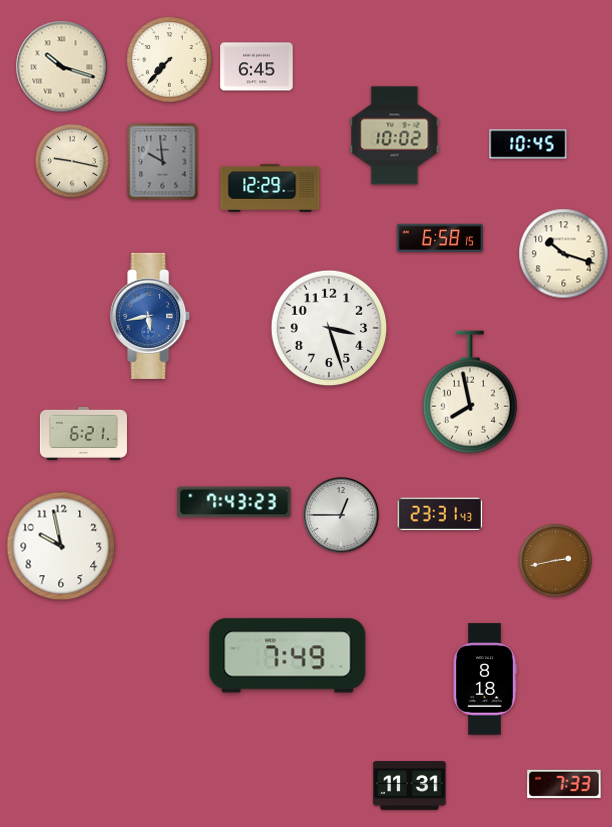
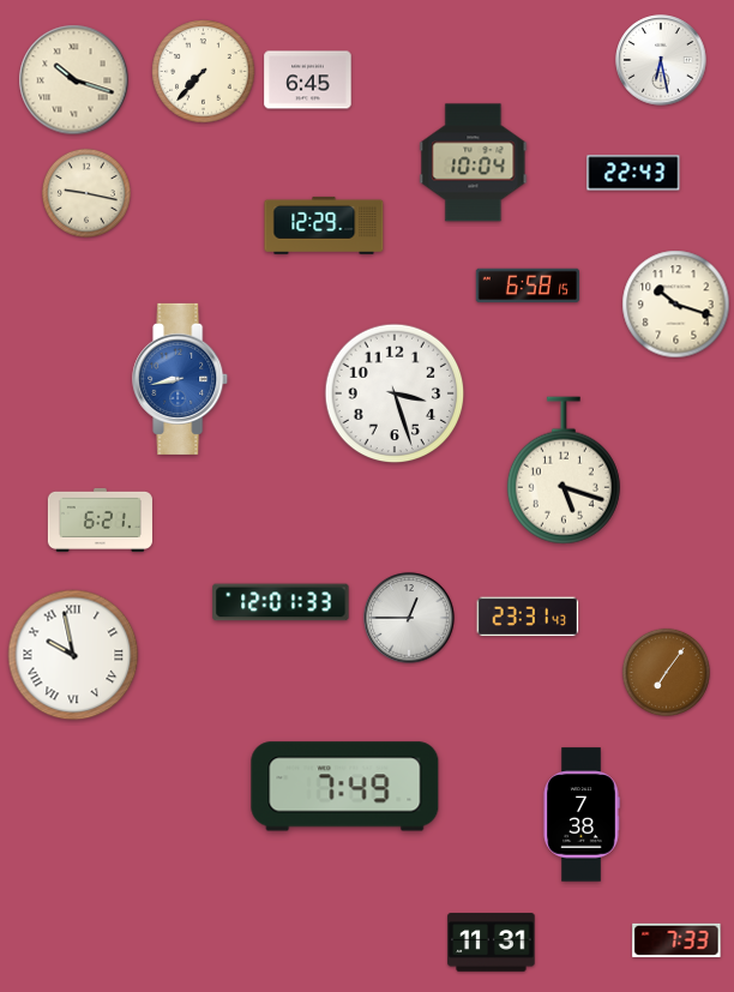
clock at (661, 60): none -> 6:28
clock at (395, 136): 10:02 -> 10:04
clock at (528, 144): 10:45 -> 22:43
clock at (163, 162): 9:59 -> none
clock at (151, 316): 5:43 -> 8:43
clock at (470, 392): 7:58 -> 5:18
clock at (234, 502): 7:43 -> 12:01
clock at (61, 546) numerals: Arabic -> Roman
clock at (555, 560): 2:43 -> 7:06
clock at (485, 679): 8:18 -> 7:38
